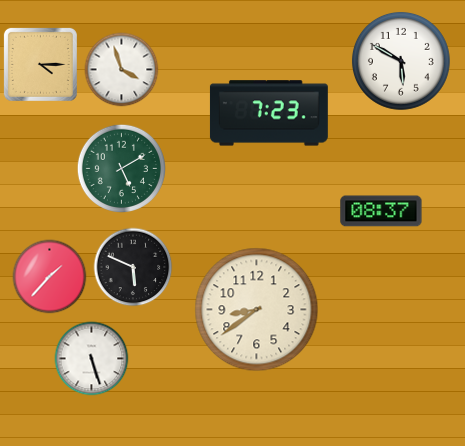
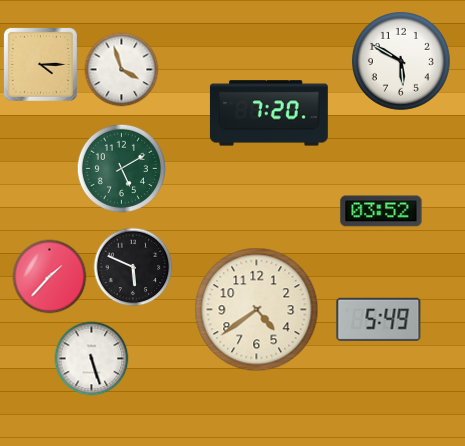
clock at (269, 113): 7:23 -> 7:20
clock at (381, 211): 08:37 -> 03:52
clock at (257, 310): 8:39 -> 4:39
clock at (379, 319): none -> 5:49
